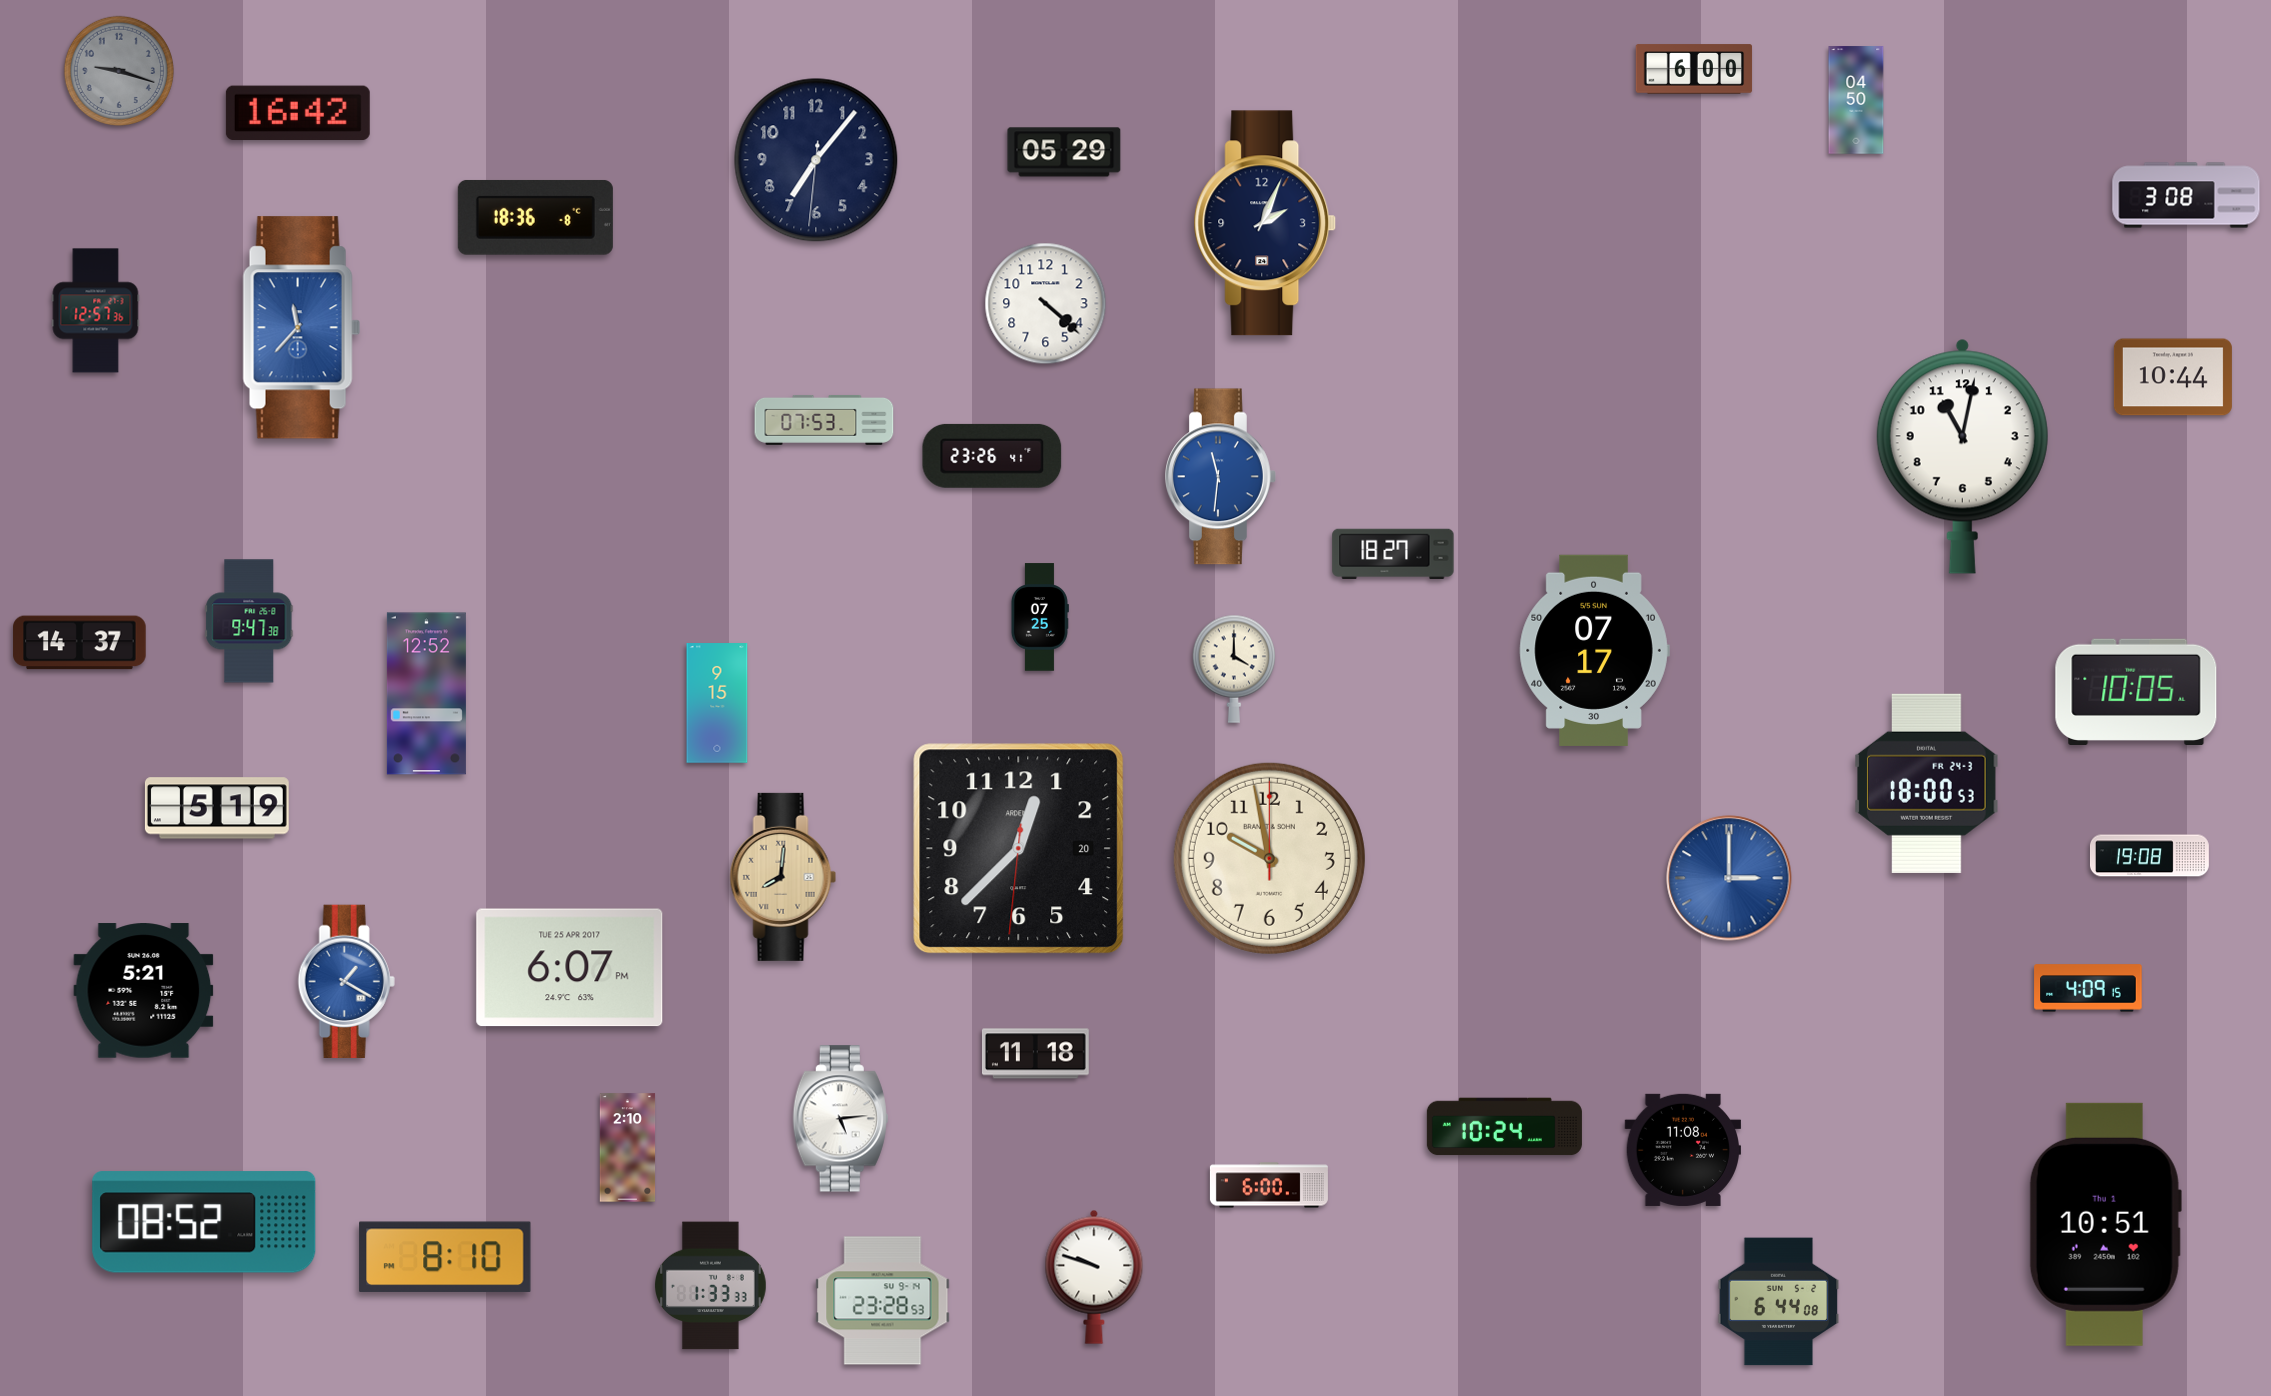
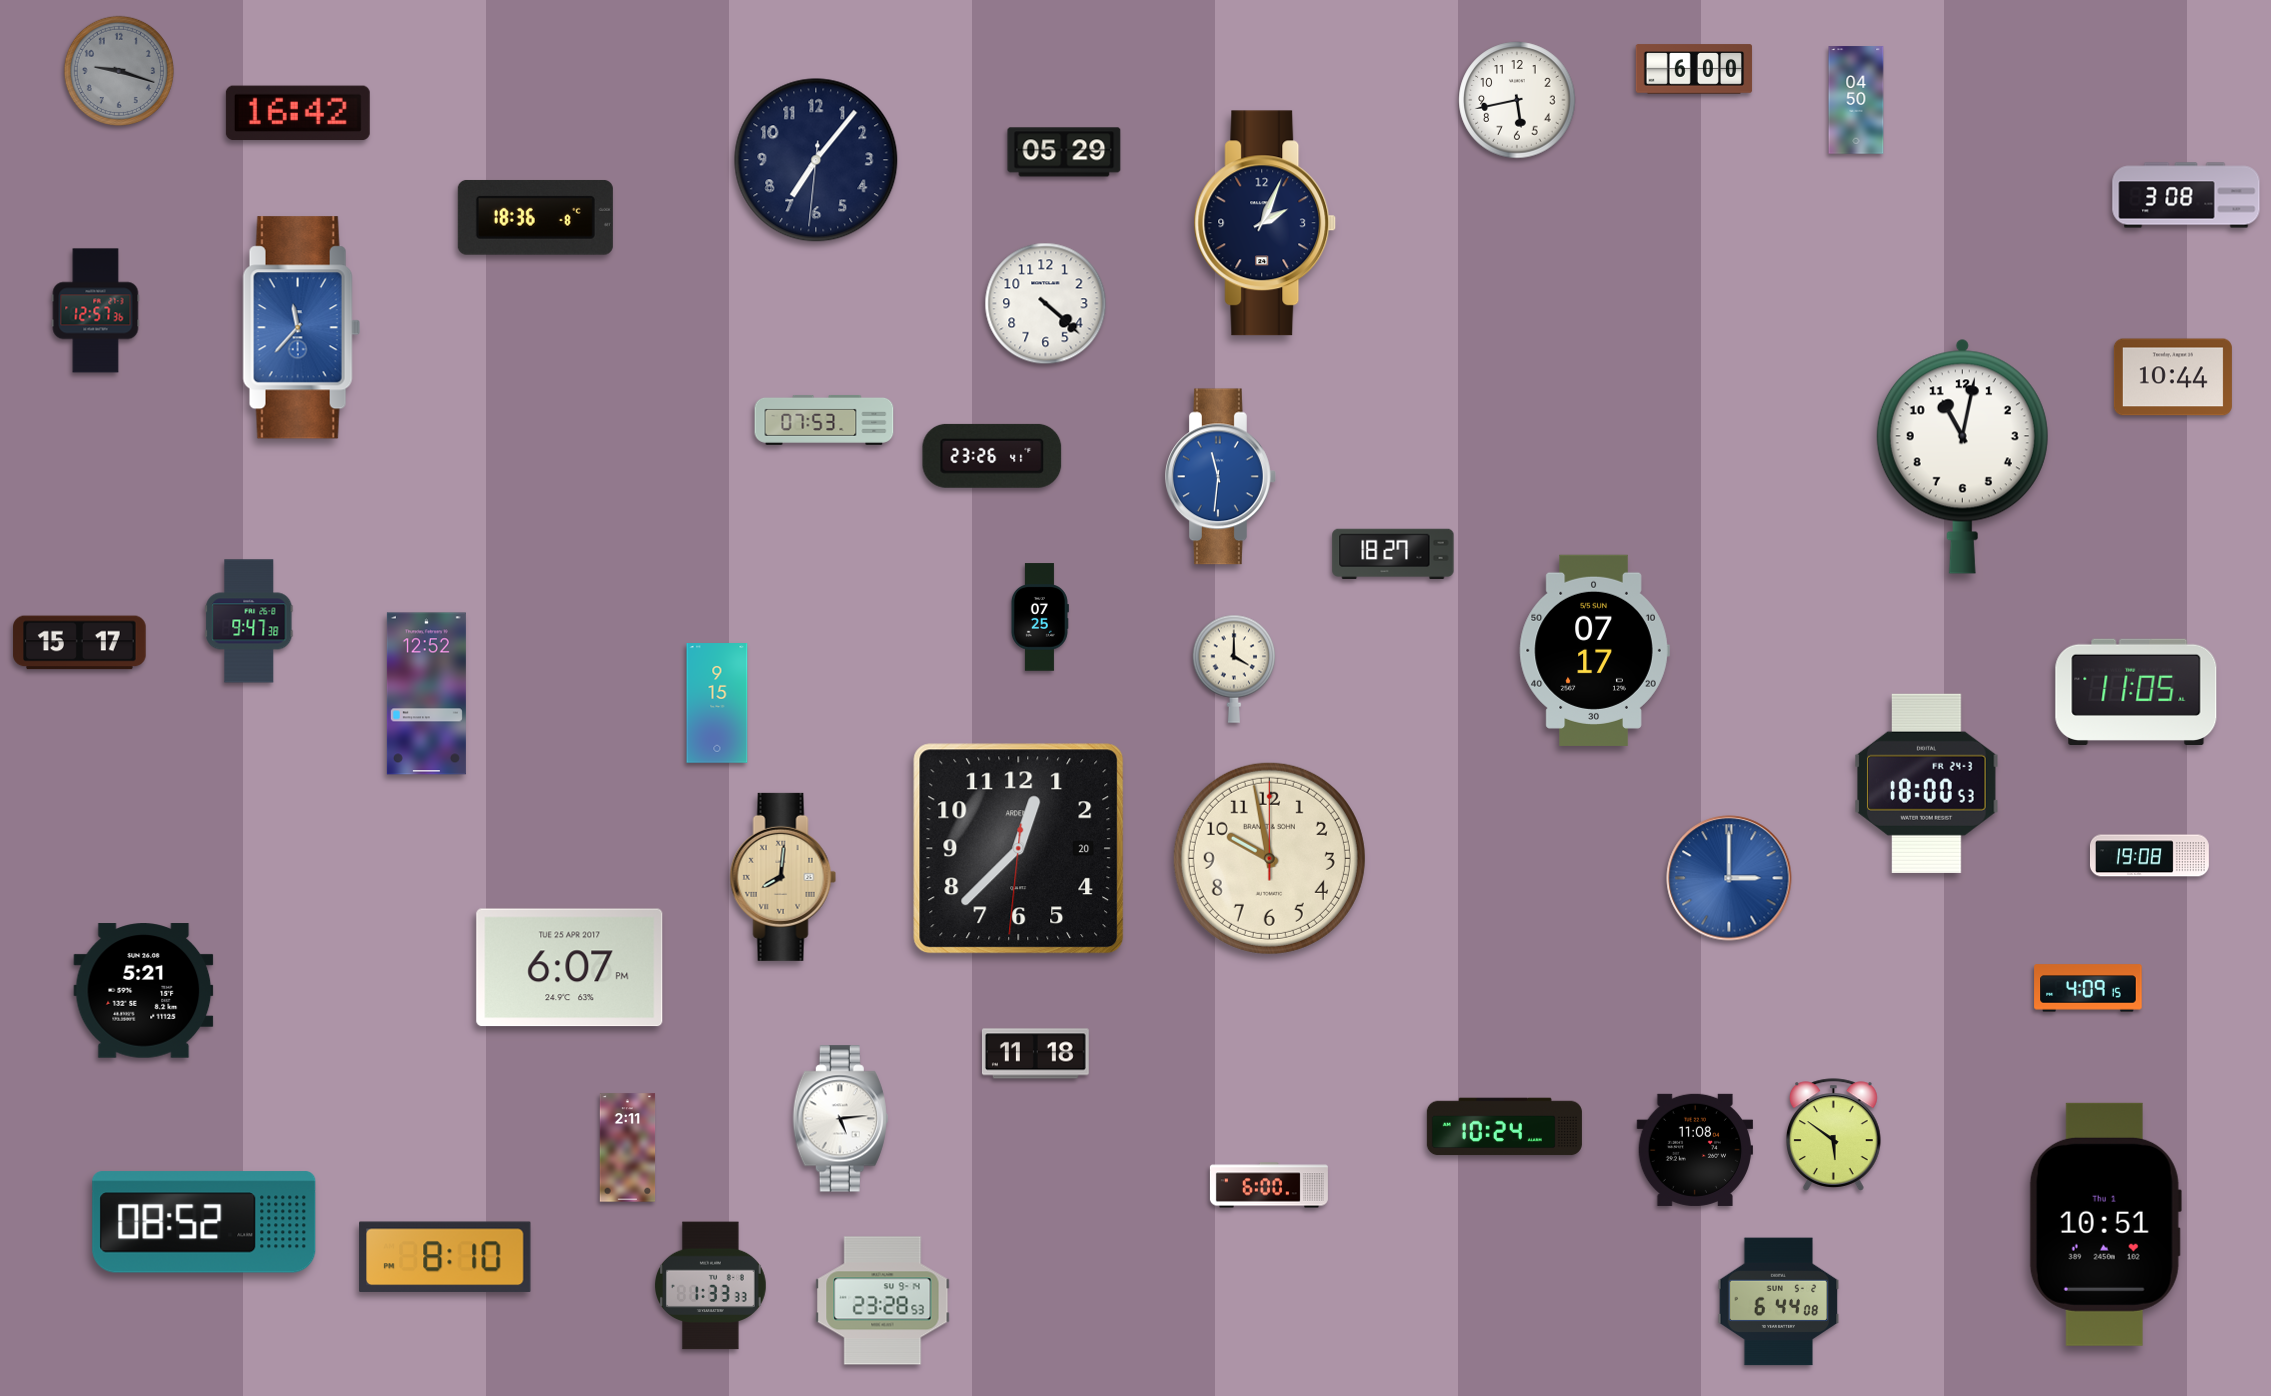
clock at (1517, 100): none -> 5:43
clock at (80, 643): 14:37 -> 15:17
clock at (2136, 691): 10:05 -> 11:05
clock at (217, 808): 5:19 -> none
clock at (346, 981): 1:20 -> none
clock at (1834, 1135): none -> 5:51
clock at (628, 1148): 2:10 -> 2:11
clock at (1682, 1150) position: (1682, 1150) -> (1694, 1150)
clock at (1094, 1277): 9:48 -> none
